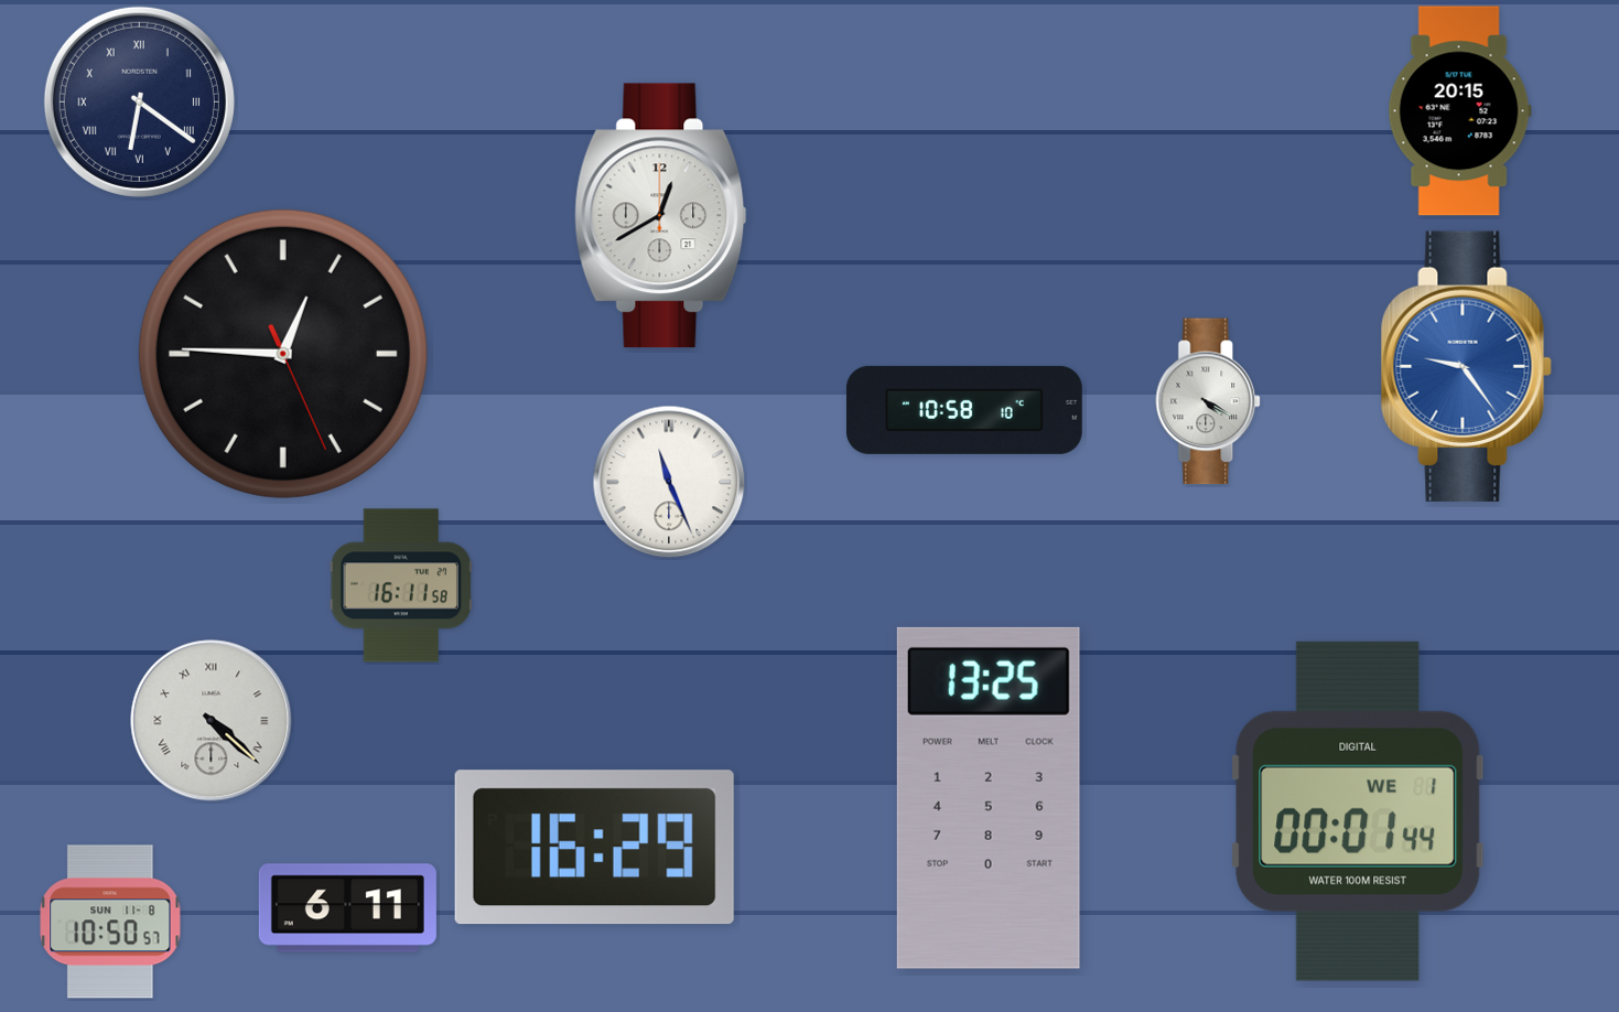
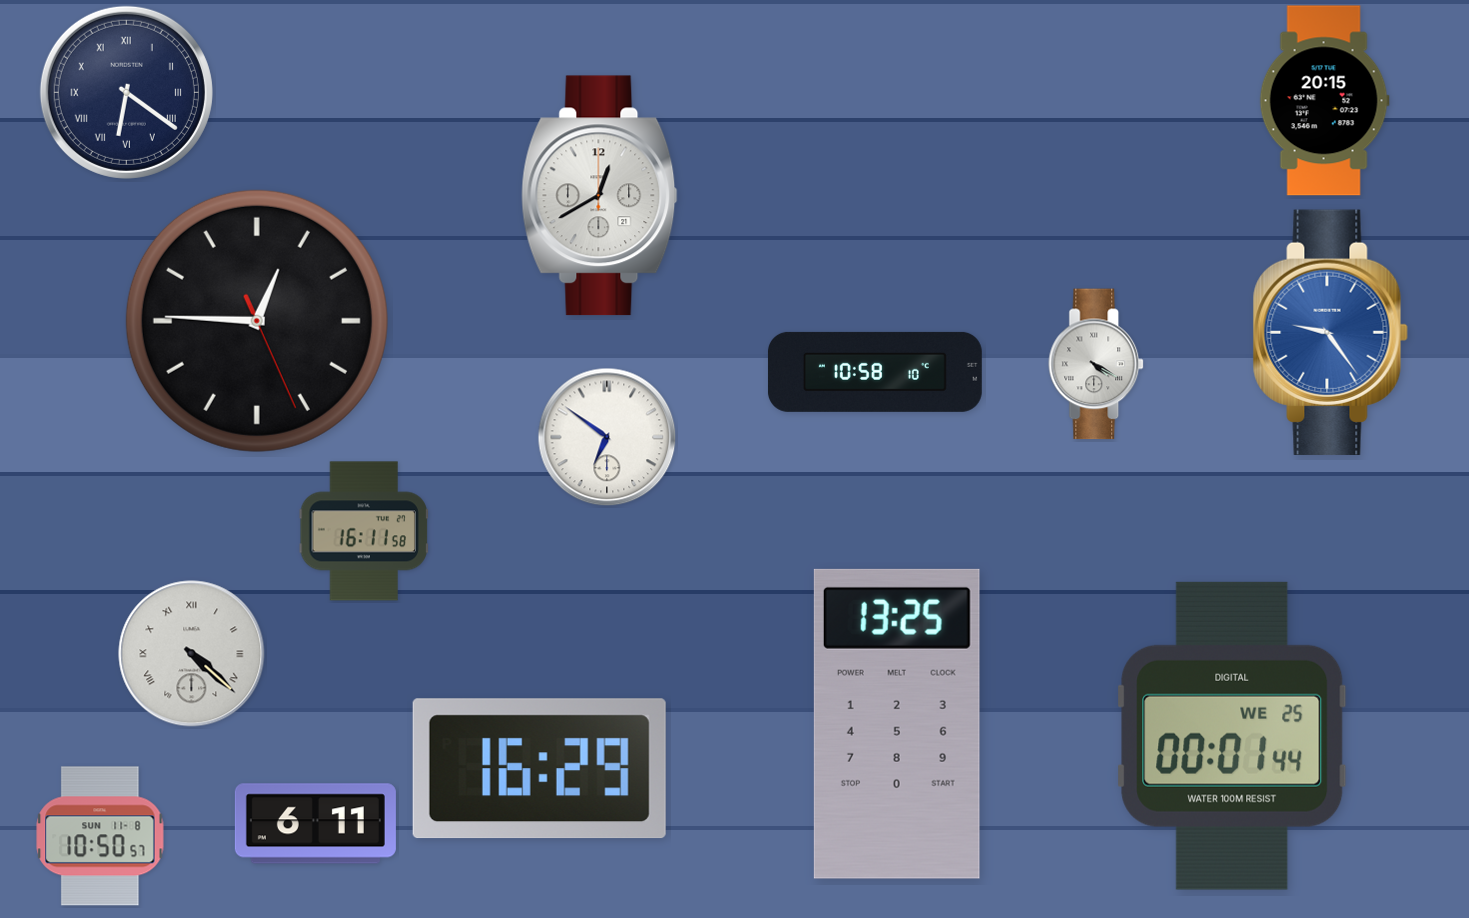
clock at (669, 482): 11:26 -> 6:51
clock at (1358, 811) date: WE 1 -> WE 25
